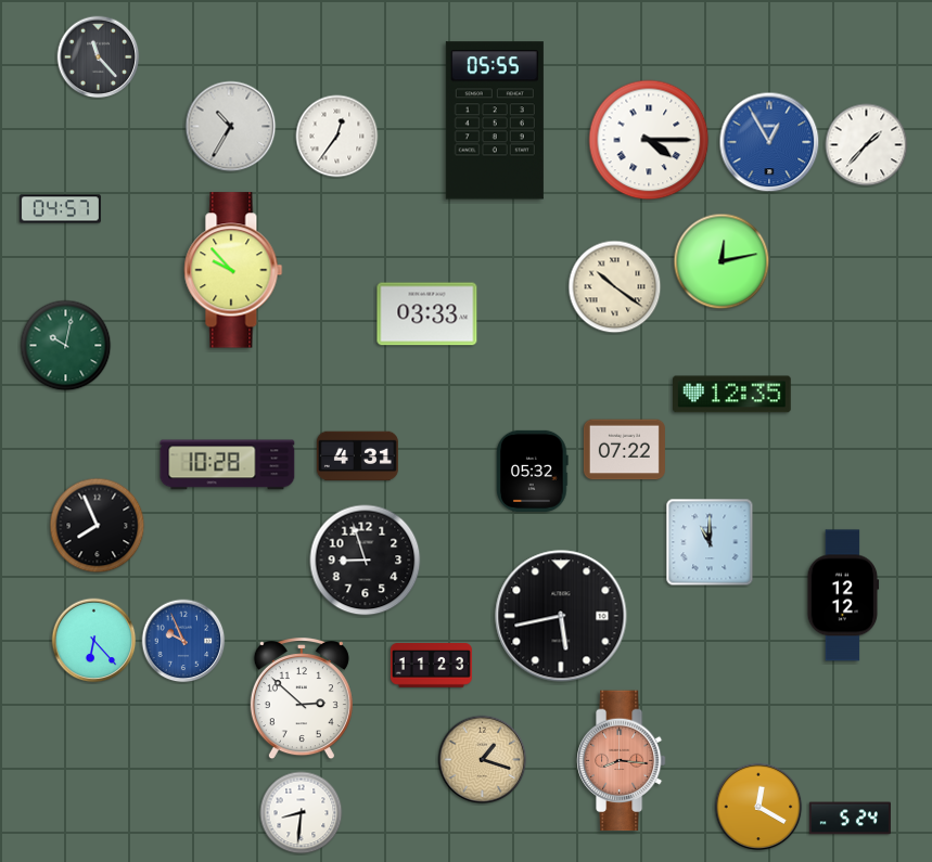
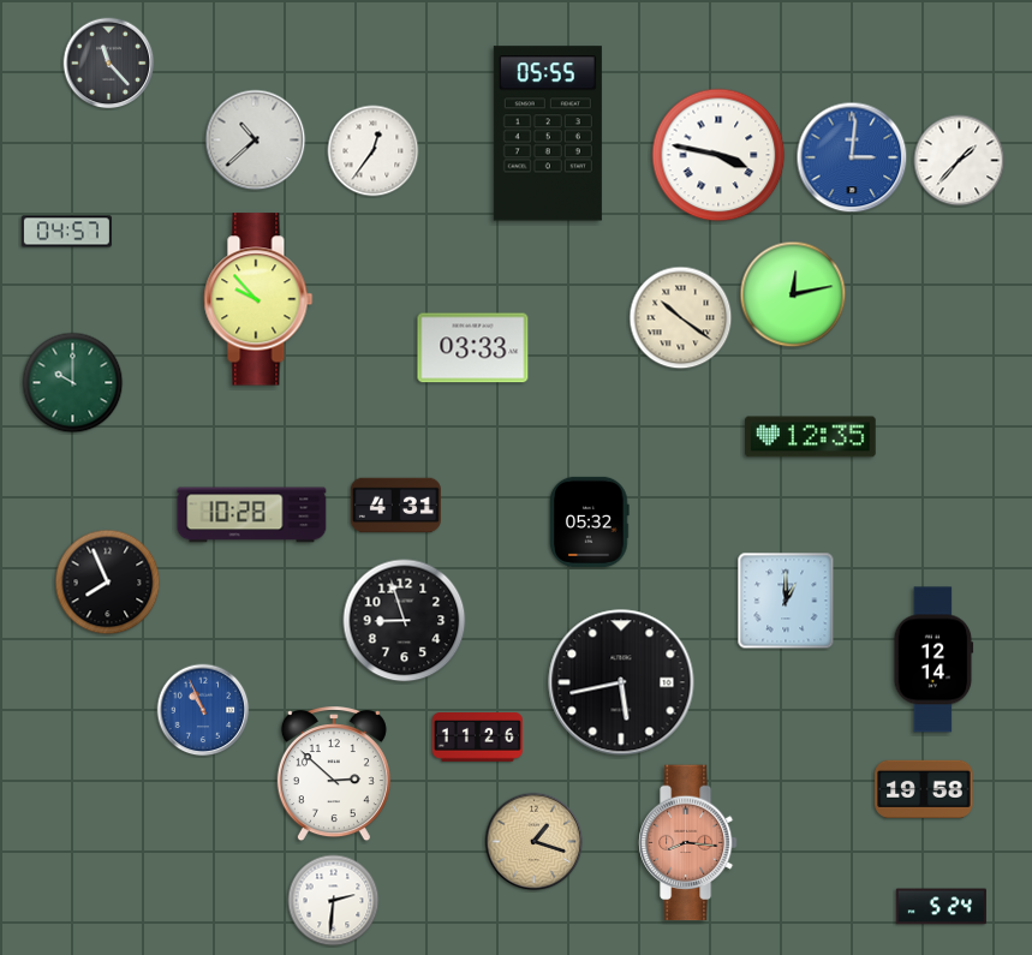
clock at (231, 127): 10:35 -> 10:38
clock at (649, 140): 4:15 -> 3:47
clock at (769, 142): 12:55 -> 3:01
clock at (722, 261) position: (722, 261) -> (793, 294)
clock at (66, 346): 10:02 -> 10:00
clock at (624, 450): 07:22 -> none
clock at (710, 542): 11:00 -> 1:00
clock at (843, 595): 12:12 -> 12:14
clock at (94, 641): 6:23 -> none
clock at (183, 641): 9:56 -> 10:56
clock at (431, 666): 11:23 -> 11:26
clock at (924, 789): none -> 19:58
clock at (758, 807): 12:20 -> none
clock at (302, 813): 8:31 -> 2:31
